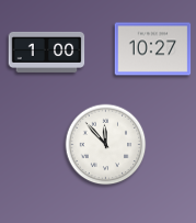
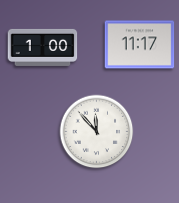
clock at (153, 49): 10:27 -> 11:17
